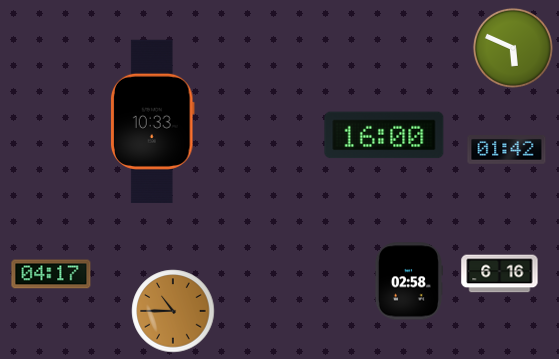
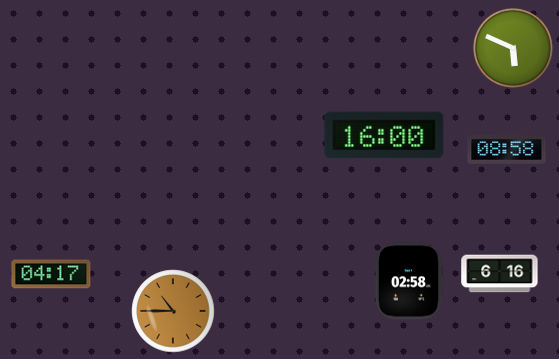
clock at (153, 121): 10:33 -> none
clock at (507, 150): 01:42 -> 08:58
